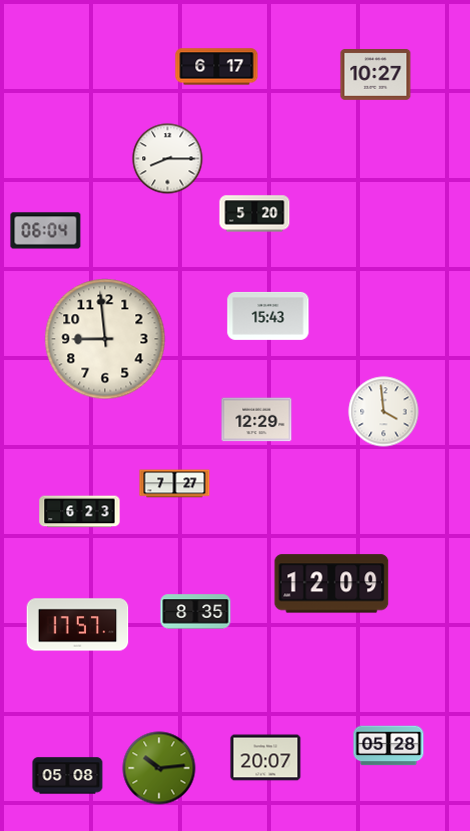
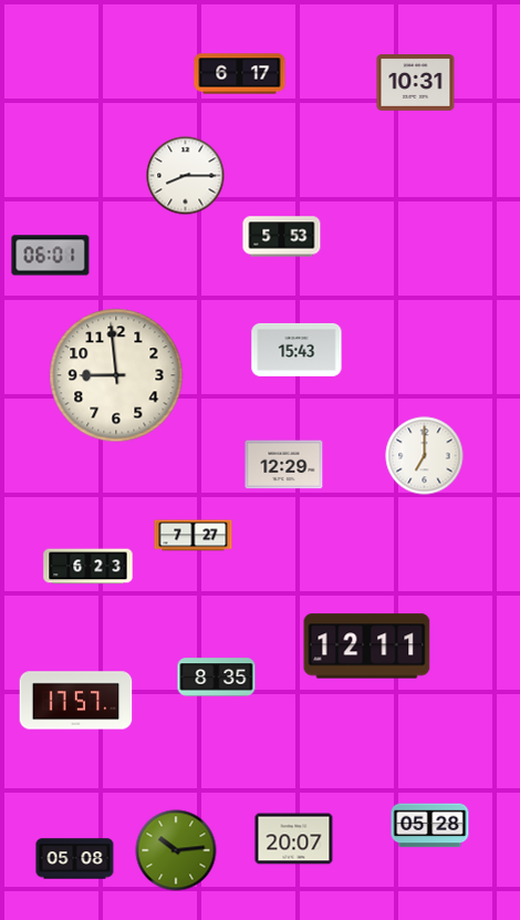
clock at (376, 75): 10:27 -> 10:31
clock at (255, 214): 5:20 -> 5:53
clock at (46, 231): 06:04 -> 06:01
clock at (384, 412): 3:59 -> 7:00
clock at (332, 584): 12:09 -> 12:11
clock at (78, 625) position: (78, 625) -> (76, 701)
